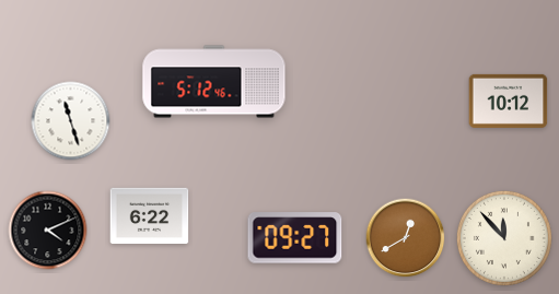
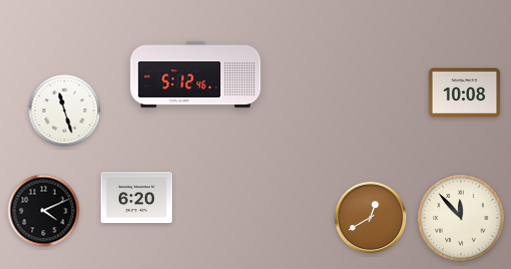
clock at (509, 101): 10:12 -> 10:08
clock at (150, 216): 6:22 -> 6:20
clock at (295, 238): 09:27 -> none
